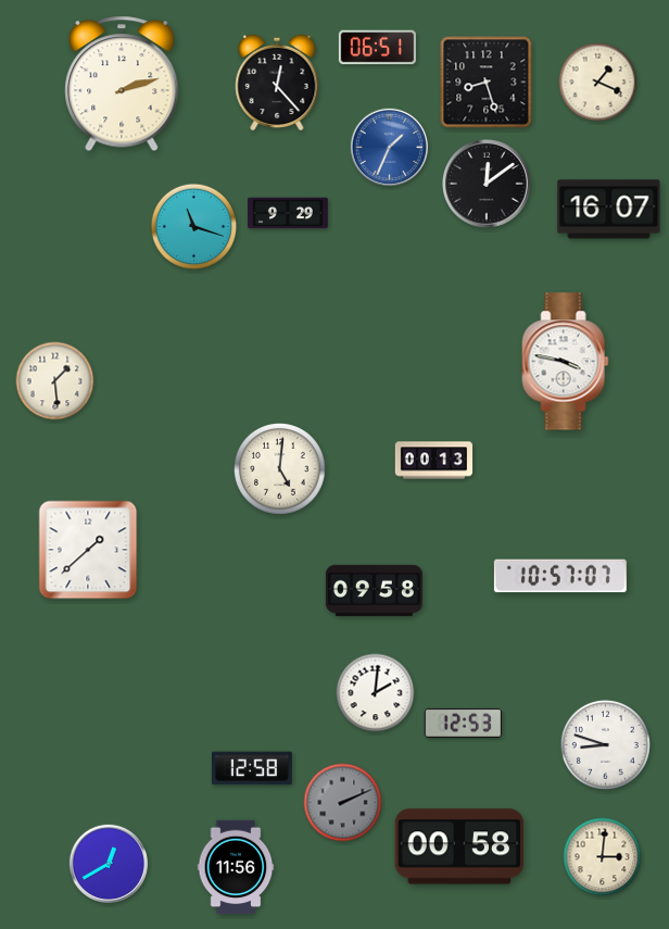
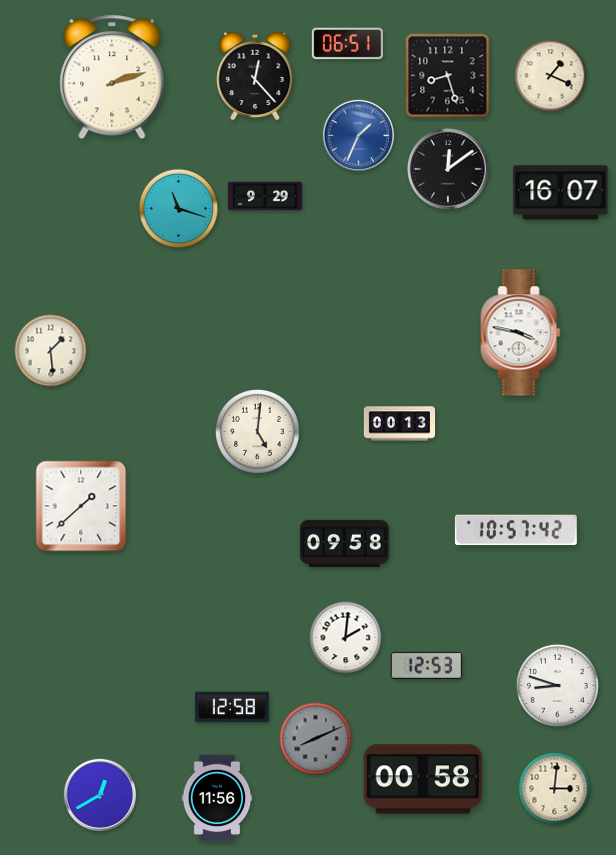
clock at (560, 576): 10:57:07 -> 10:57:42
clock at (343, 803): 2:11 -> 8:11
